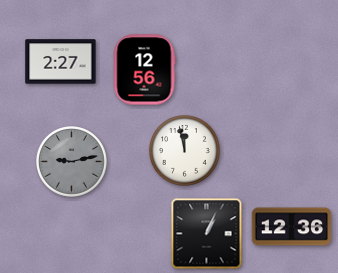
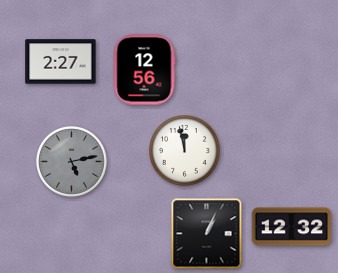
clock at (72, 162): 9:13 -> 5:13
clock at (292, 227): 12:36 -> 12:32
